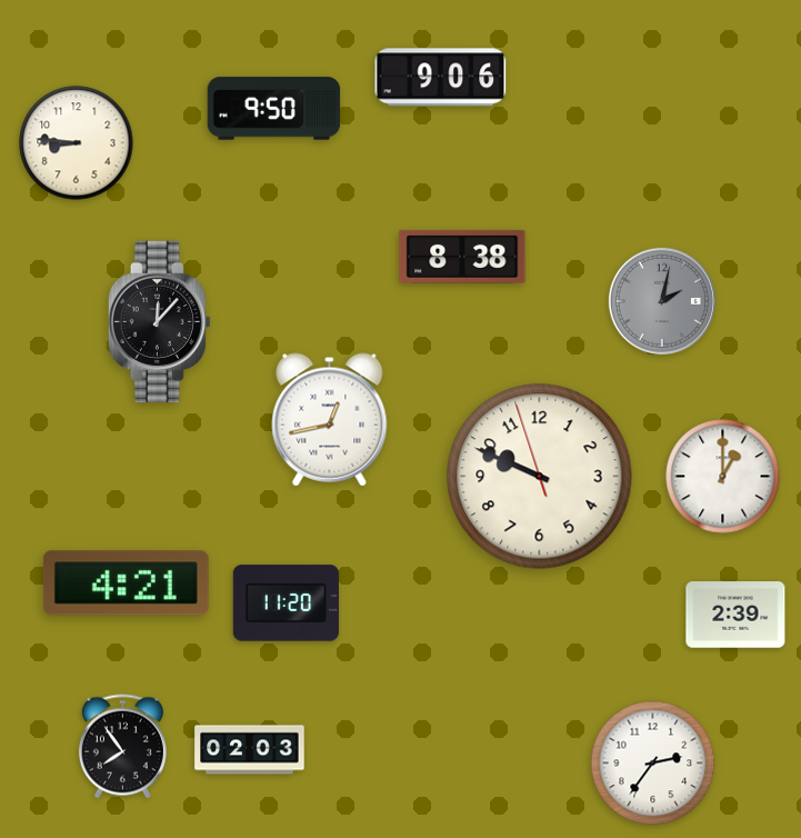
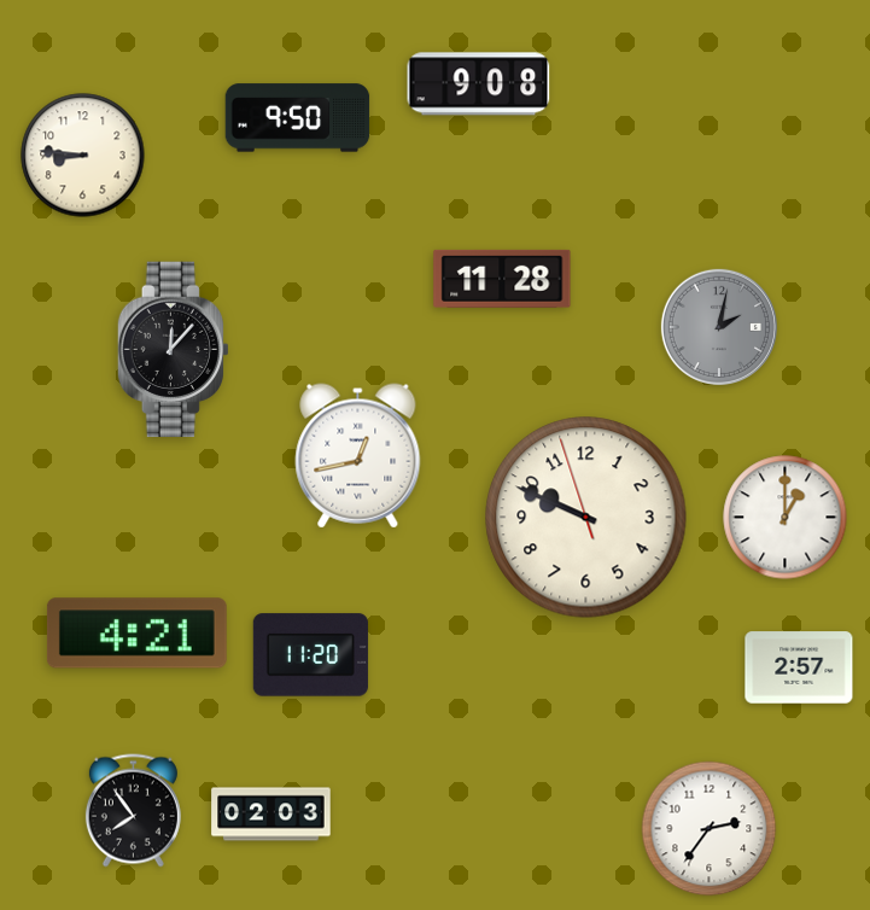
clock at (441, 78): 9:06 -> 9:08
clock at (462, 257): 8:38 -> 11:28
clock at (735, 615): 2:39 -> 2:57
